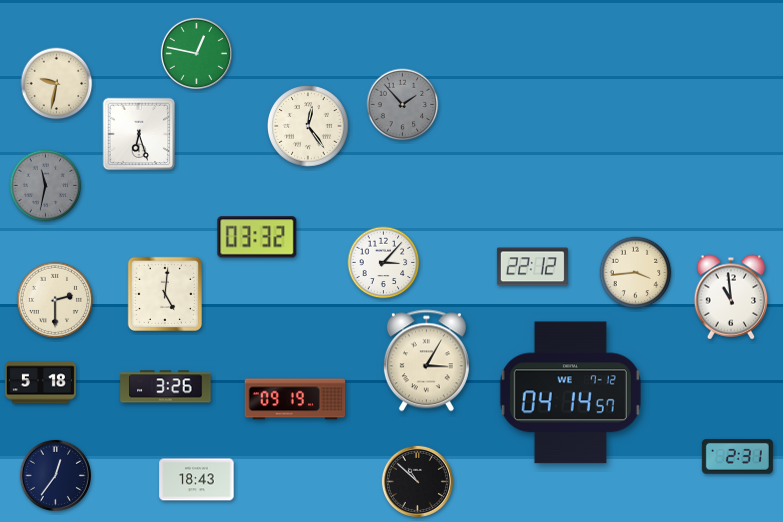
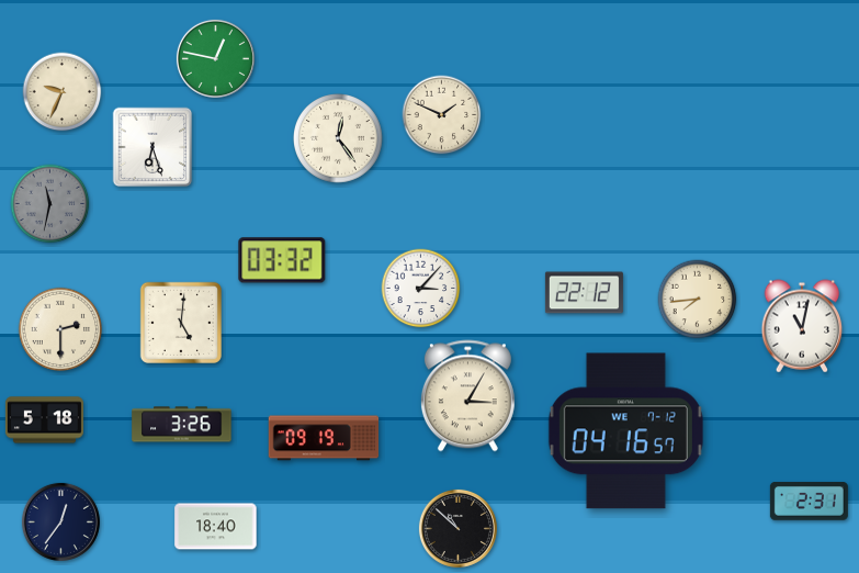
clock at (57, 84): 9:32 -> 9:34
clock at (403, 105): 1:53 -> 1:49
clock at (403, 105) dial: grey -> cream
clock at (636, 273): 3:44 -> 7:44
clock at (731, 297): 10:59 -> 11:02
clock at (570, 393): 04:14 -> 04:16
clock at (197, 480): 18:43 -> 18:40
